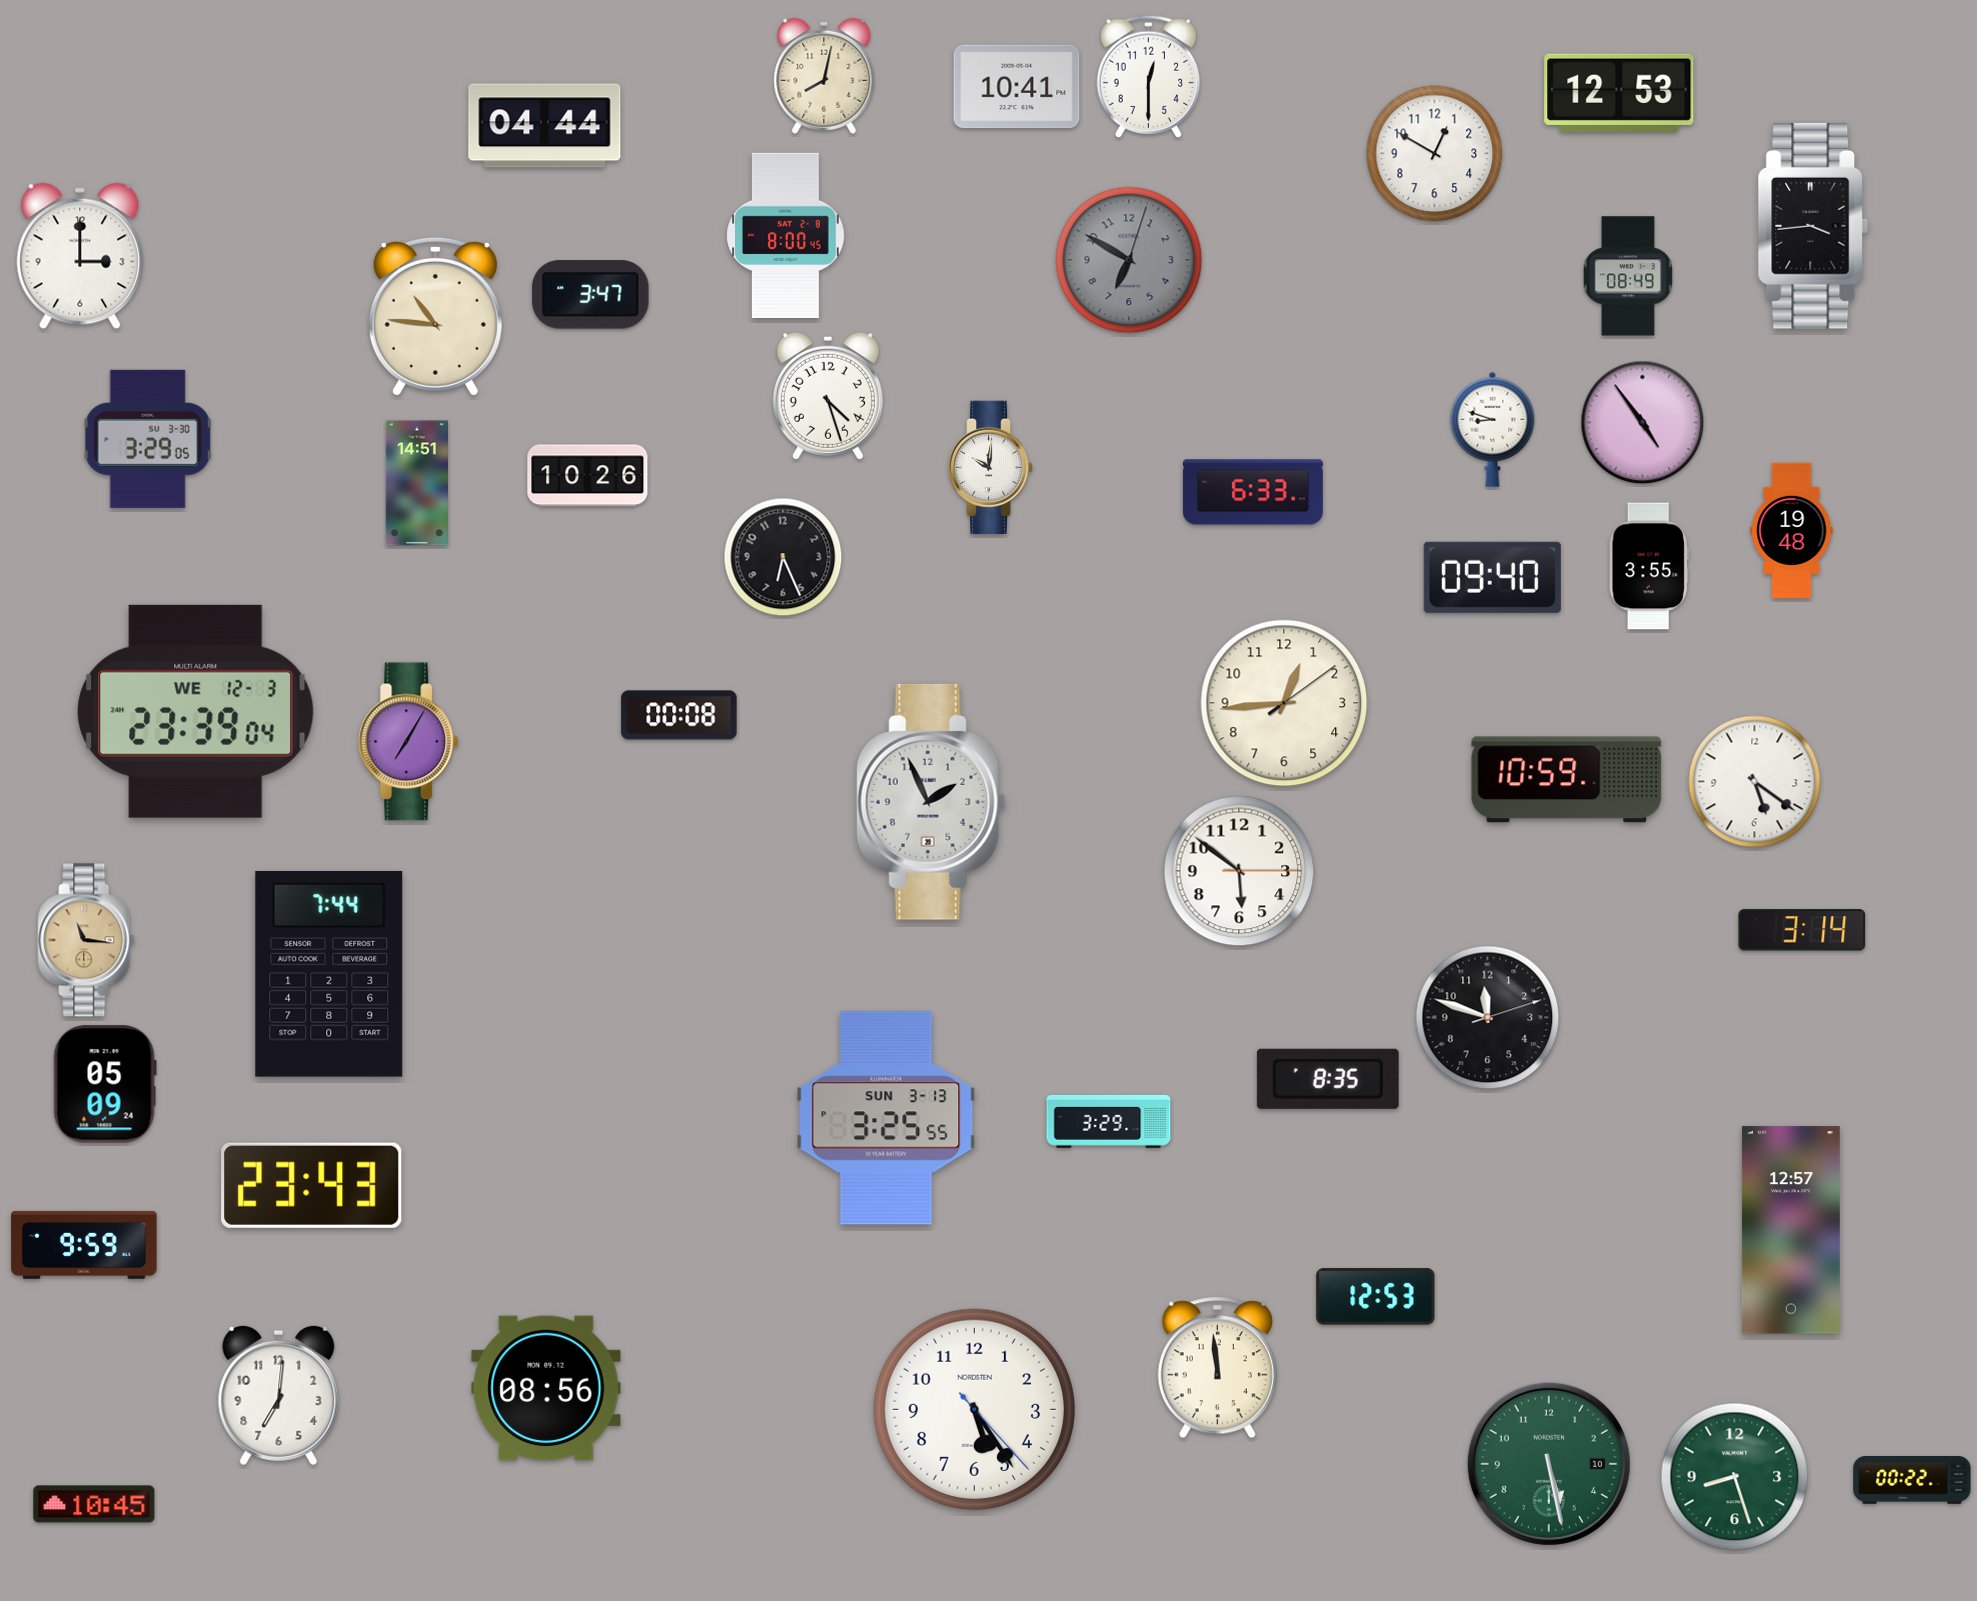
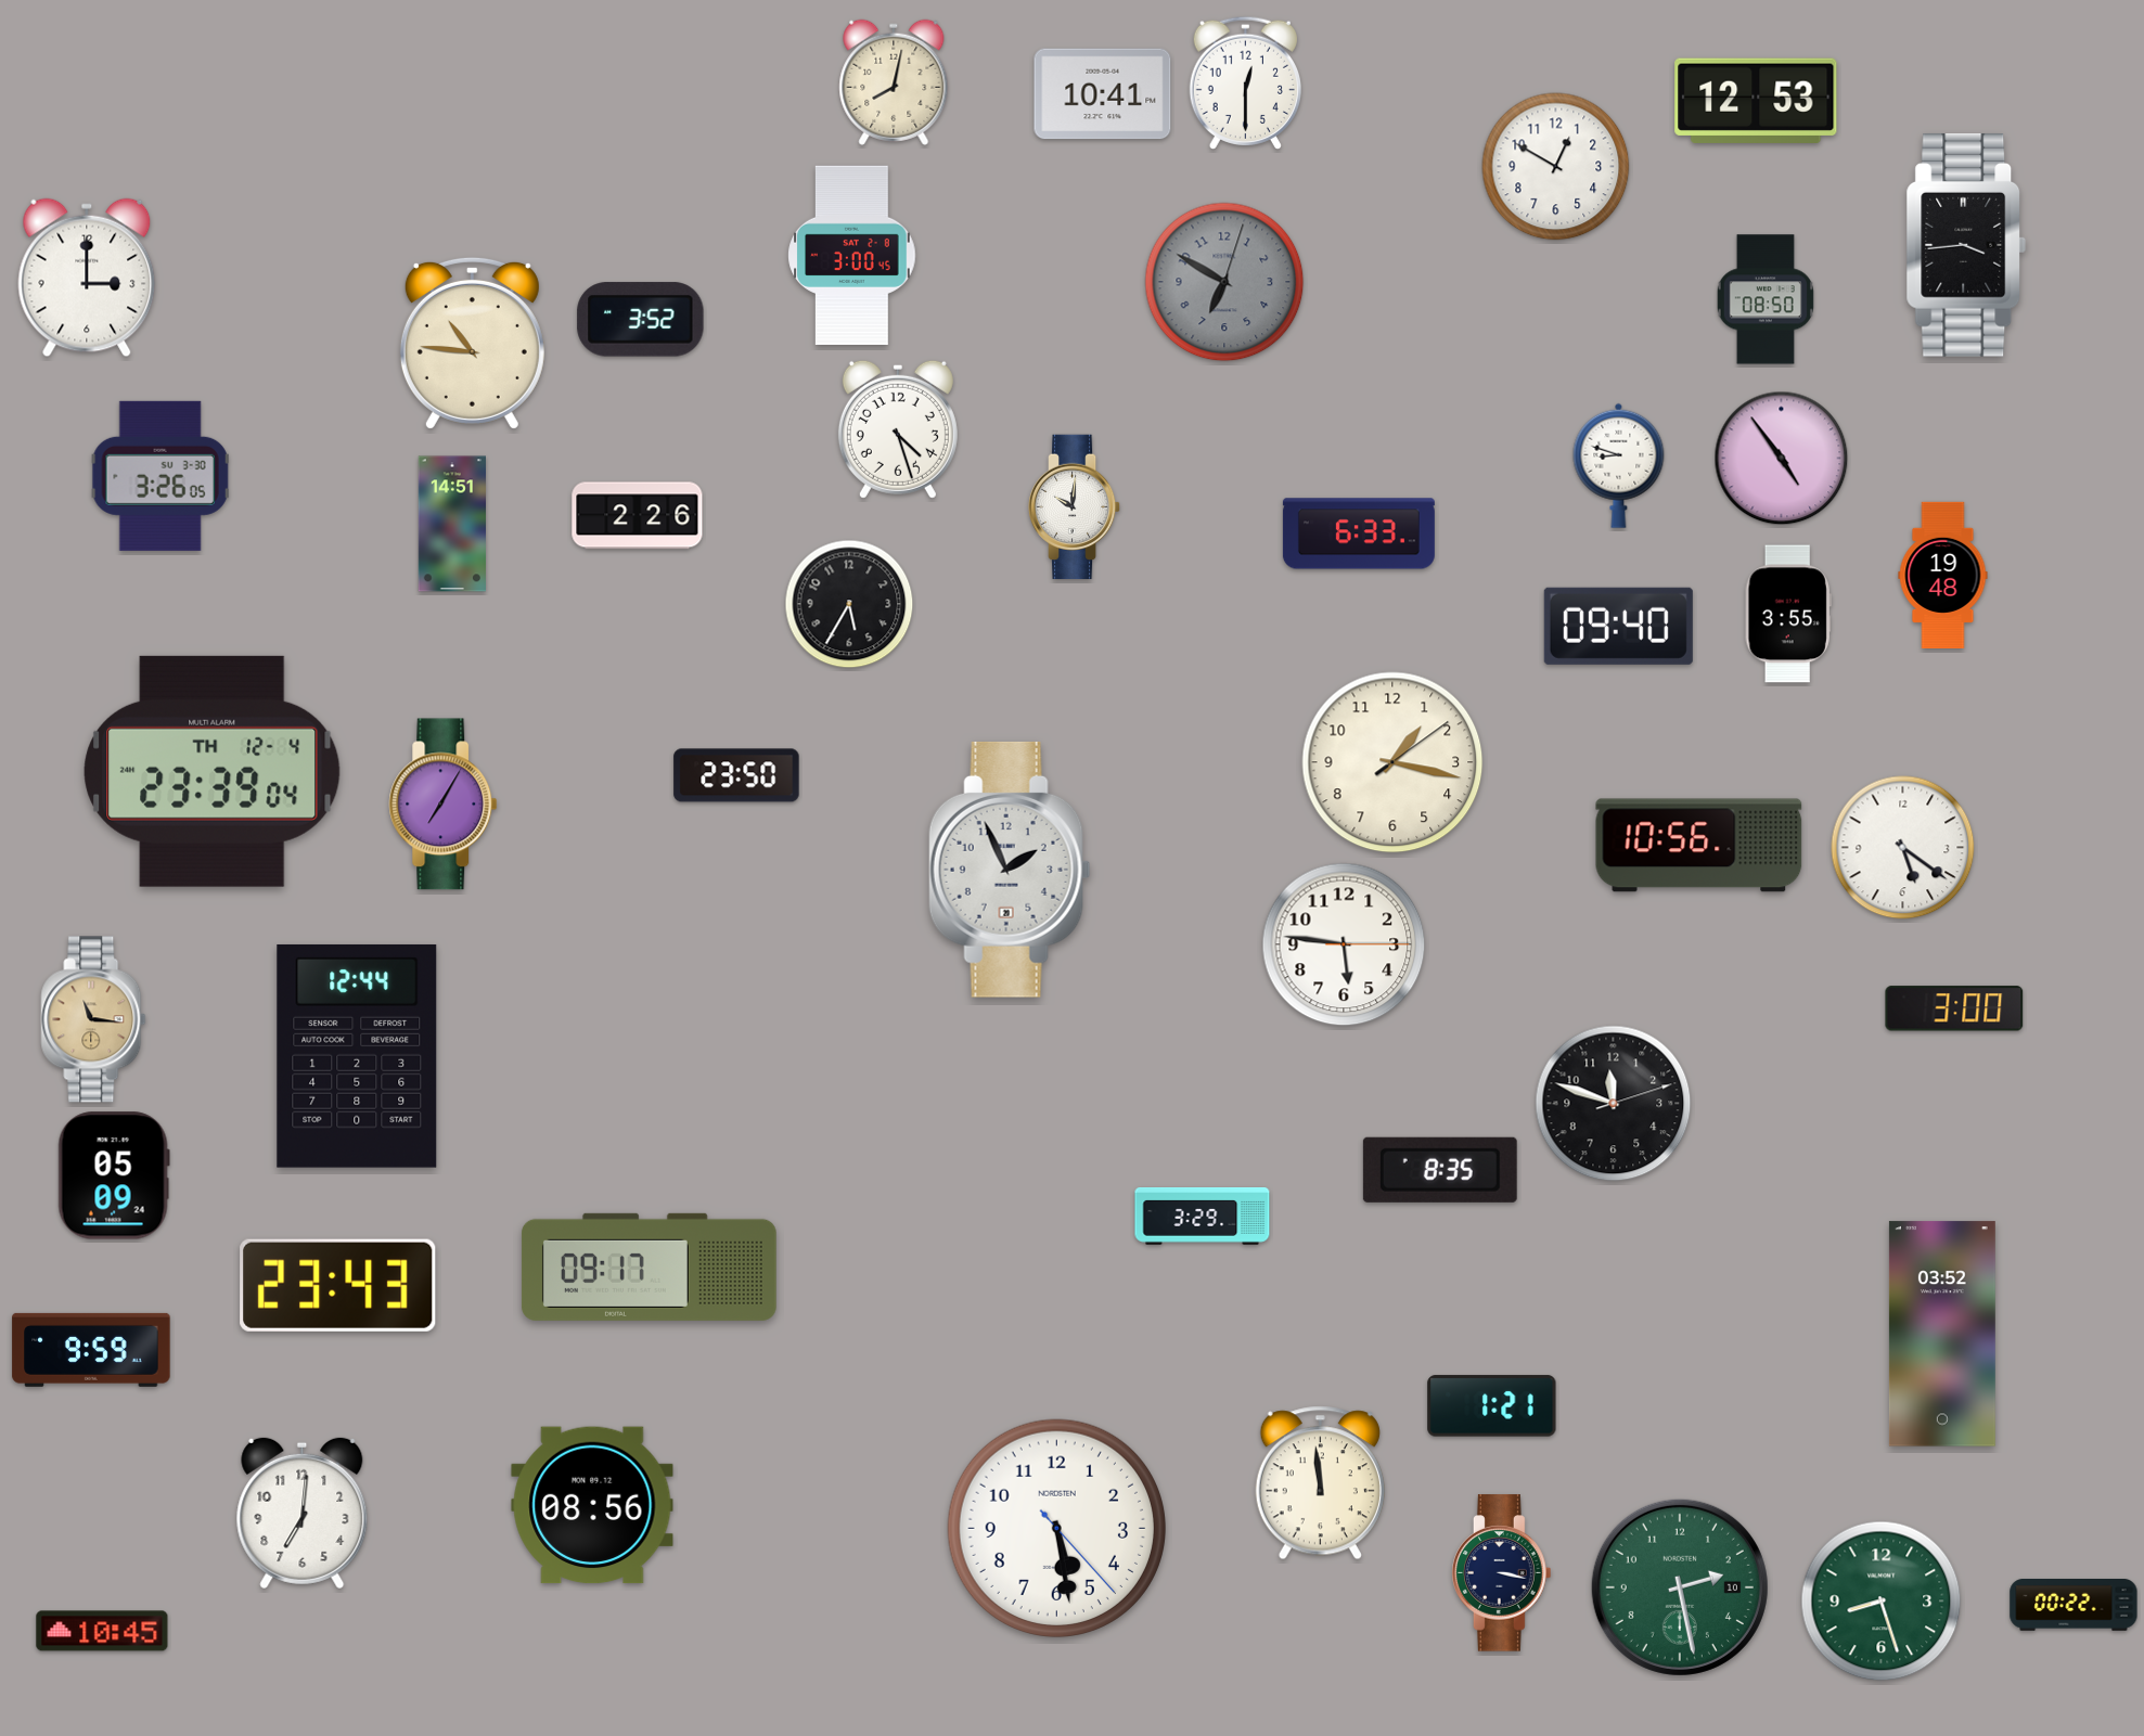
clock at (545, 126): 04:44 -> none
clock at (786, 235): 8:00 -> 3:00
clock at (1628, 276): 08:49 -> 08:50
clock at (591, 295): 3:47 -> 3:52
clock at (148, 439): 3:29 -> 3:26
clock at (588, 476): 10:26 -> 2:26
clock at (783, 557): 6:26 -> 5:35
clock at (1284, 703): 12:44 -> 1:17
clock at (196, 711) date: WE 12-3 -> TH 12-4
clock at (679, 715): 00:08 -> 23:50
clock at (1567, 780): 10:59 -> 10:56
clock at (1239, 871): 5:51 -> 5:46
clock at (1802, 930): 3:14 -> 3:00
clock at (329, 974): 7:44 -> 12:44
clock at (886, 1118): 3:25 -> none
clock at (649, 1266): none -> 09:17
clock at (1791, 1230): 12:57 -> 03:52
clock at (1376, 1297): 12:53 -> 1:21
clock at (974, 1409): 5:24 -> 5:28
clock at (1502, 1573): none -> 3:17
clock at (1549, 1464): 5:28 -> 2:28
